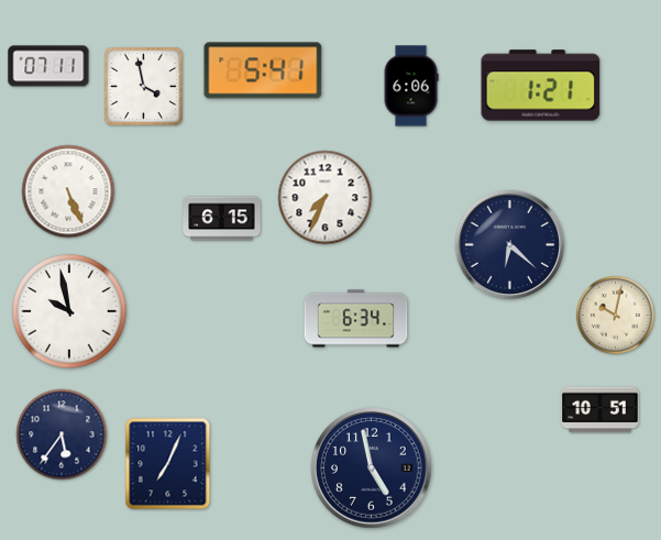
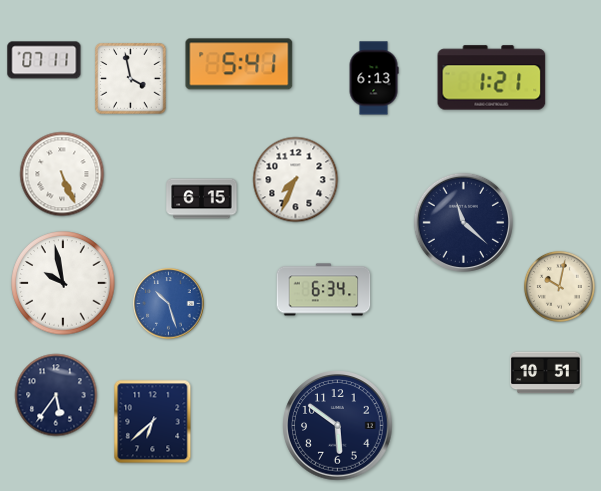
clock at (411, 86): 6:06 -> 6:13
clock at (509, 244): 6:22 -> 11:22
clock at (169, 304): none -> 10:27
clock at (168, 464): 7:04 -> 6:38
clock at (372, 469): 4:58 -> 5:51
